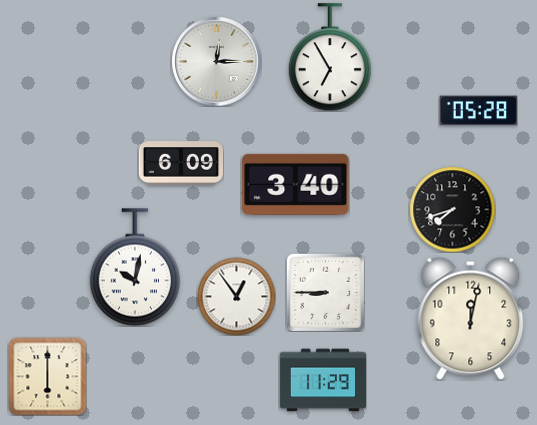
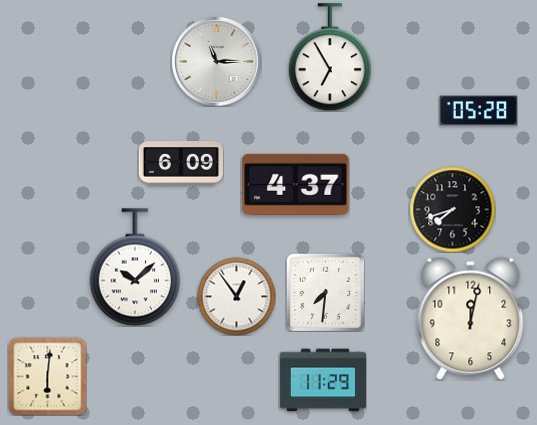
clock at (216, 61): 12:15 -> 11:15
clock at (296, 184): 3:40 -> 4:37
clock at (134, 267): 10:02 -> 10:08
clock at (325, 292): 8:45 -> 7:31
clock at (47, 376): 6:00 -> 6:01
